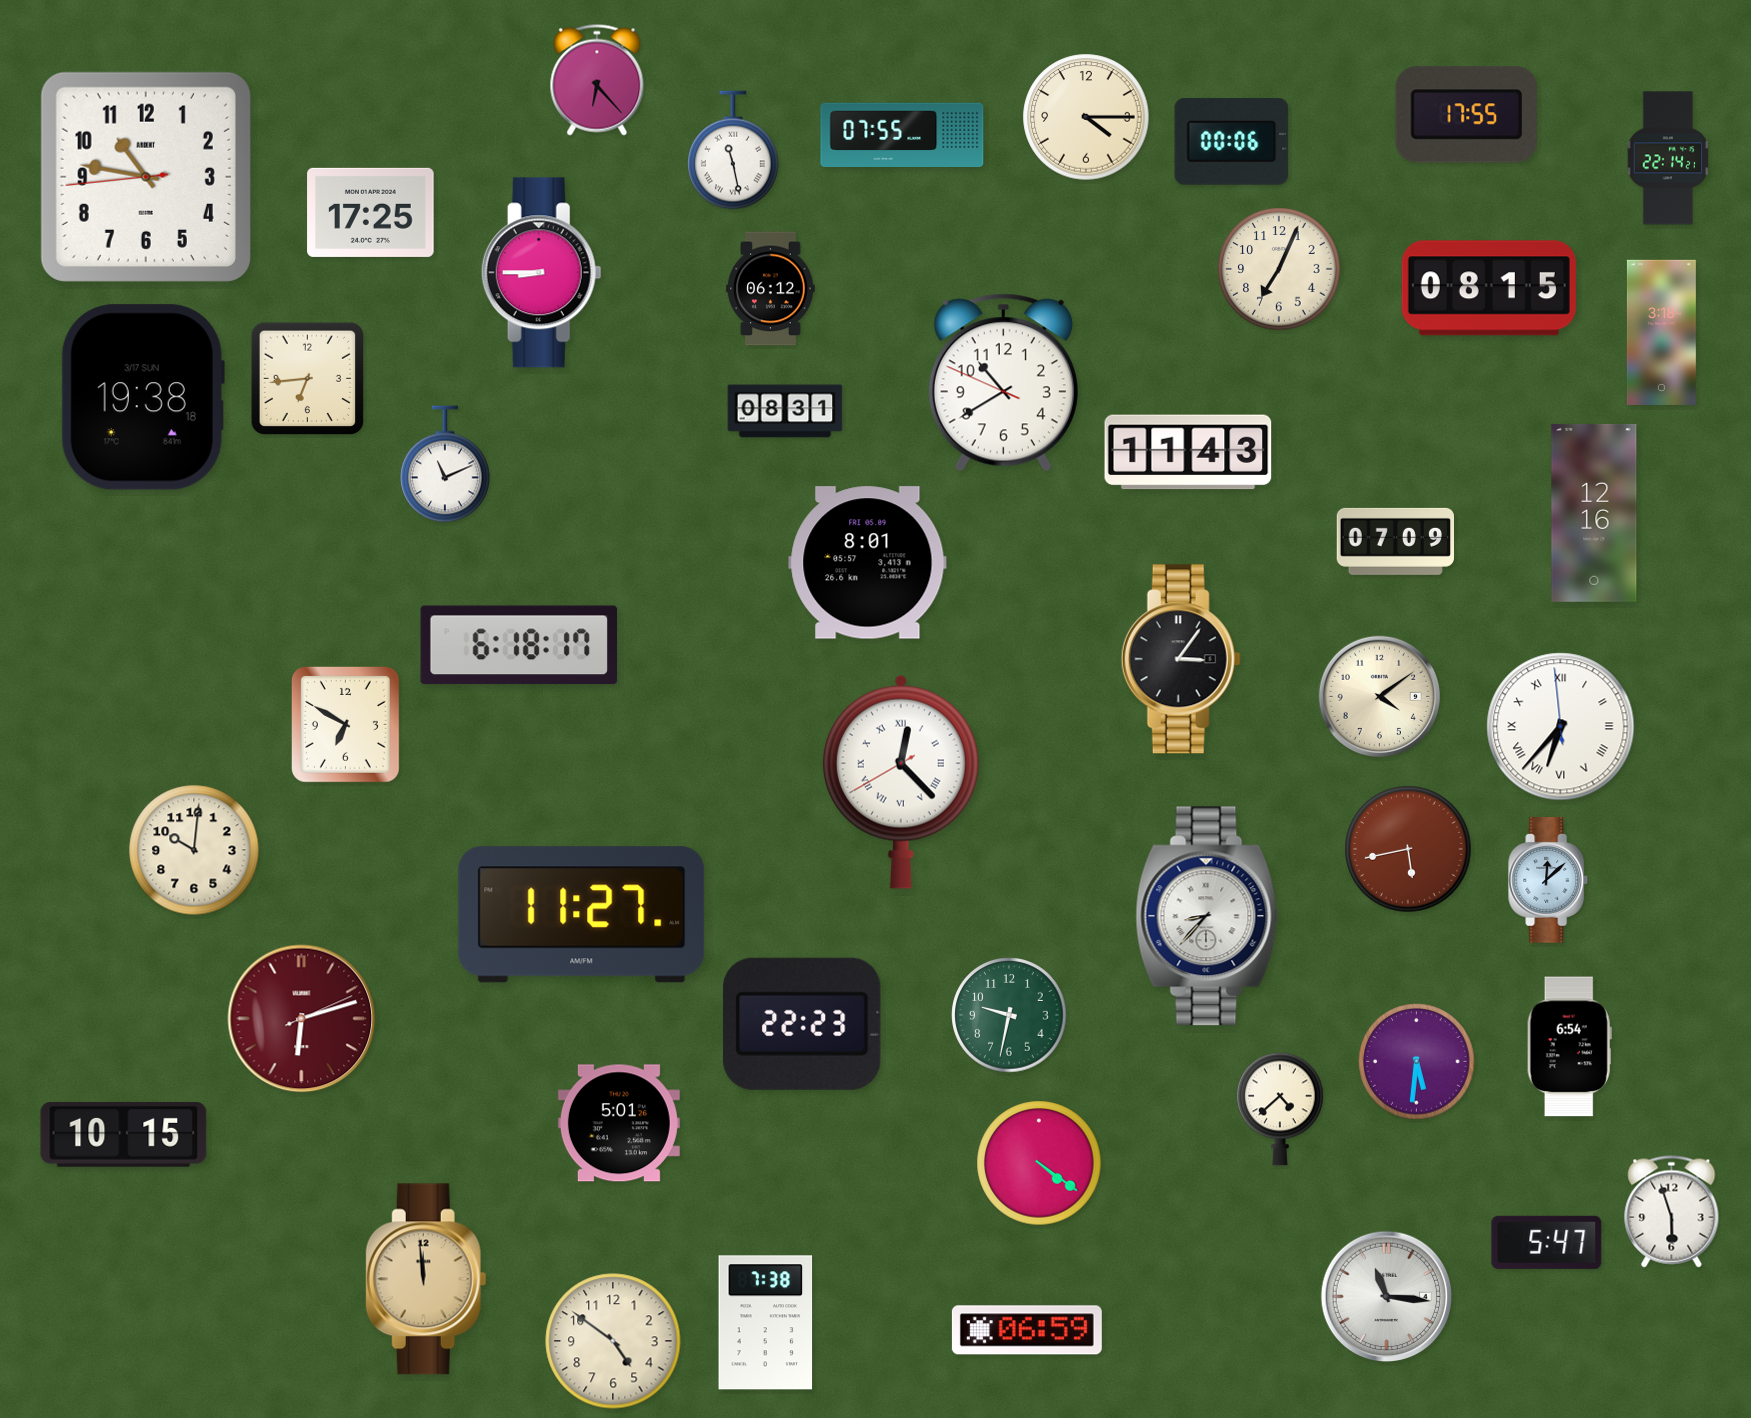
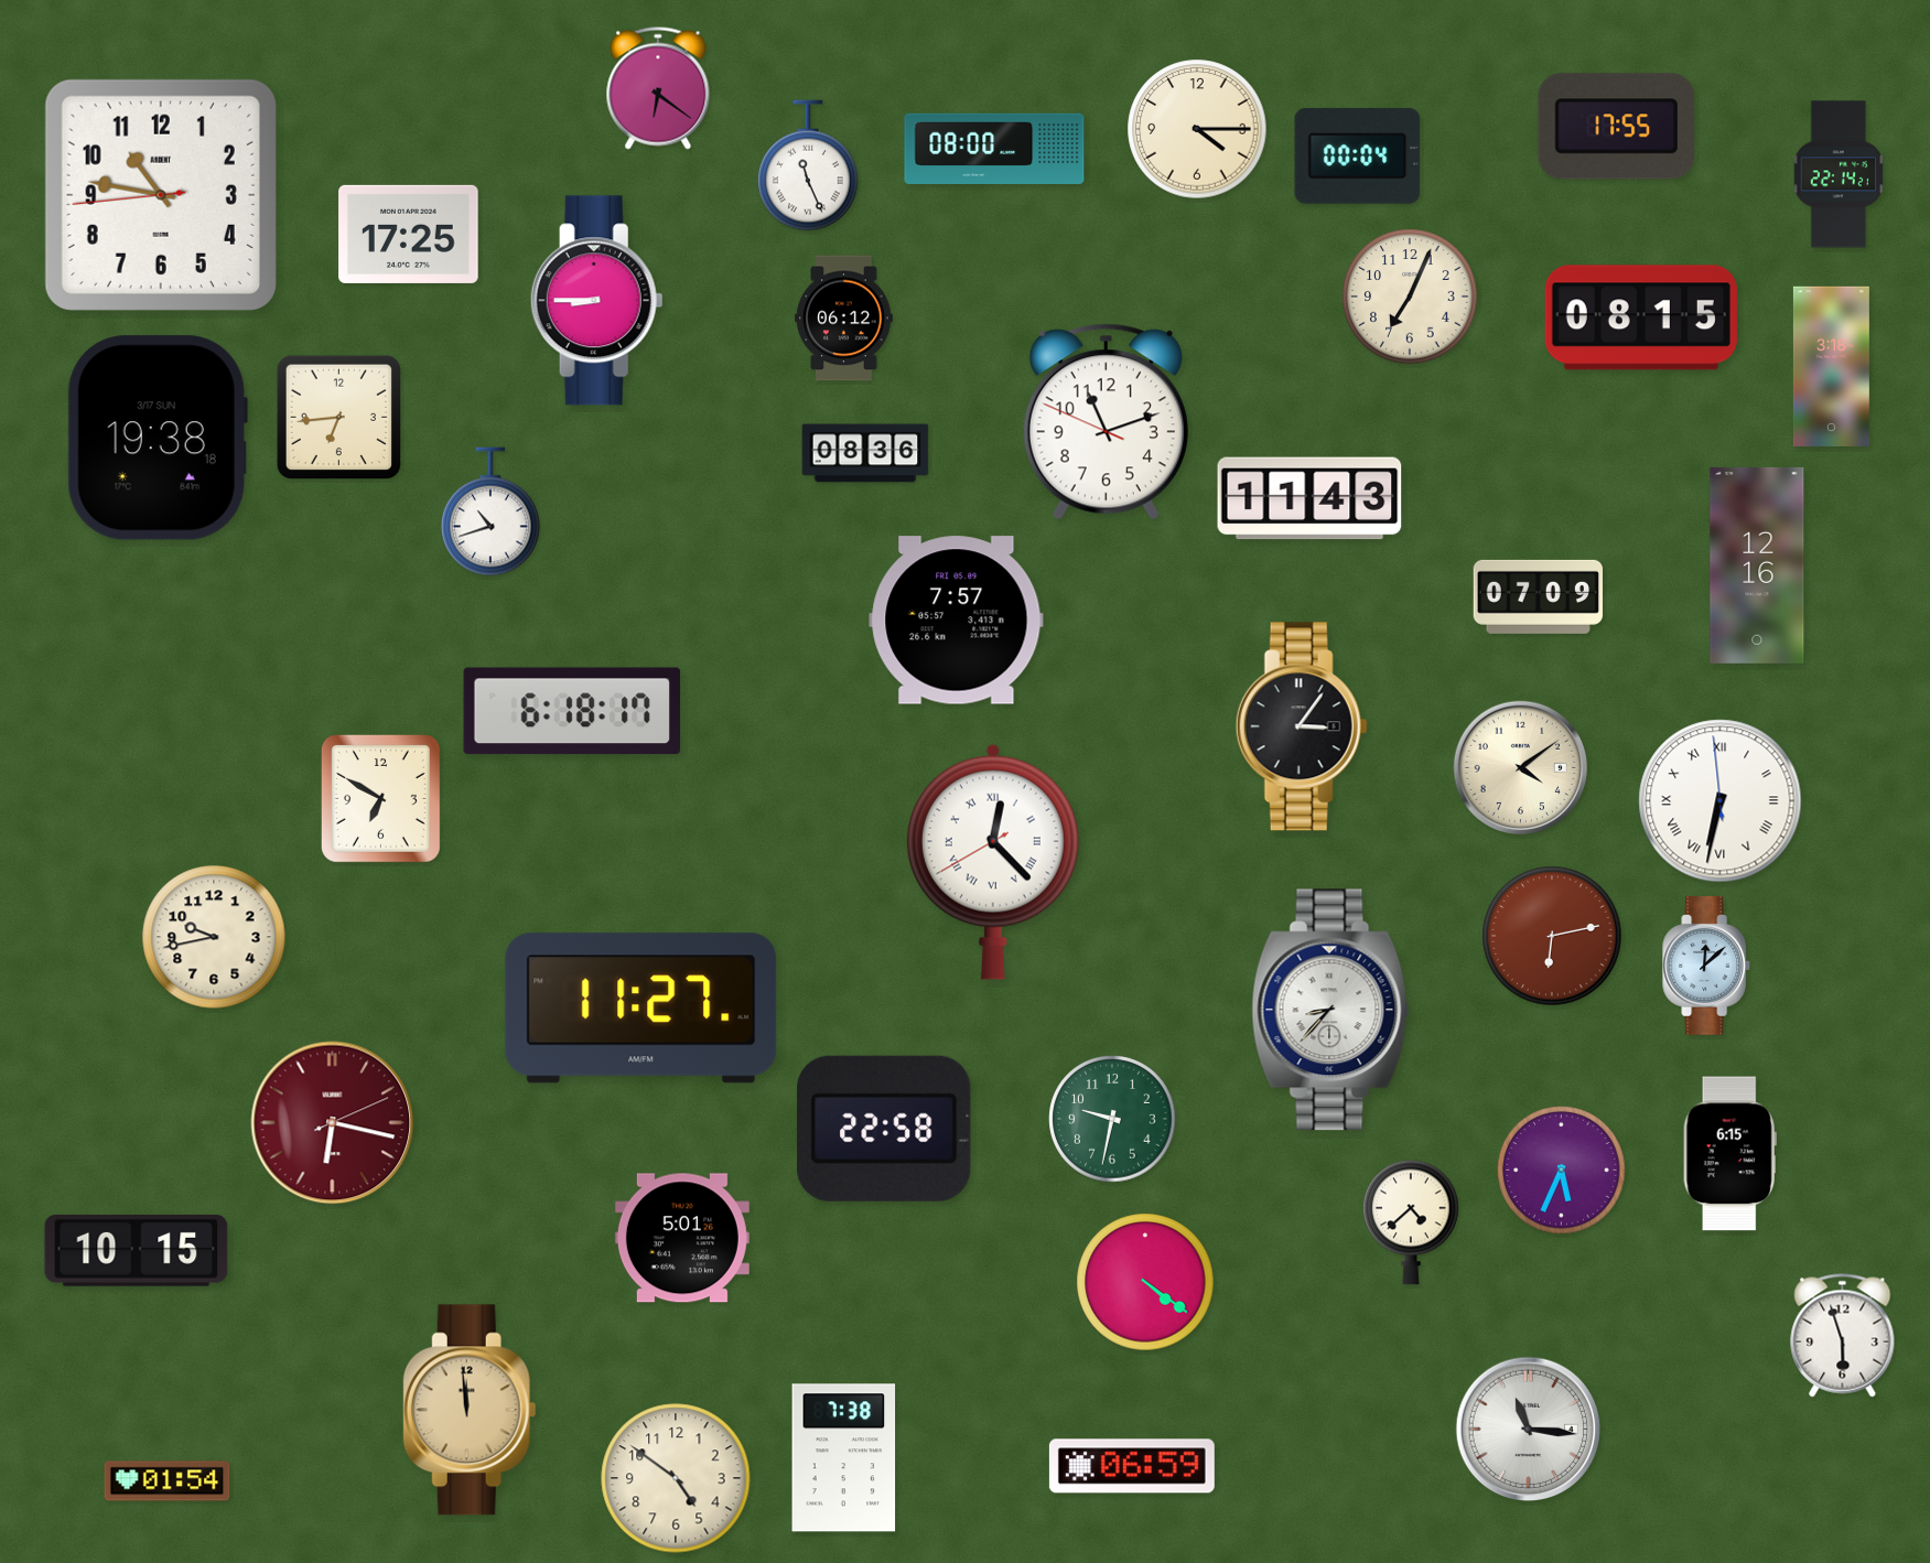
clock at (597, 80): 6:23 -> 6:21
clock at (902, 134): 07:55 -> 08:00
clock at (1232, 141): 00:06 -> 00:04
clock at (733, 150): 11:28 -> 11:26
clock at (771, 289) position: (771, 289) -> (844, 319)
clock at (1003, 383): 10:39 -> 11:11
clock at (785, 411): 08:31 -> 08:36
clock at (445, 464): 11:11 -> 10:42
clock at (868, 563): 8:01 -> 7:57
clock at (1561, 727): 6:36 -> 6:31
clock at (1408, 849): 5:43 -> 6:13
clock at (194, 850): 10:01 -> 9:43
clock at (1549, 880) position: (1549, 880) -> (1707, 966)
clock at (302, 1019): 6:12 -> 6:17
clock at (802, 1024): 22:23 -> 22:58
clock at (1569, 1047): 6:54 -> 6:15
clock at (1417, 1062): 5:31 -> 5:34
clock at (1547, 1242): 5:47 -> none
clock at (168, 1481): none -> 01:54
